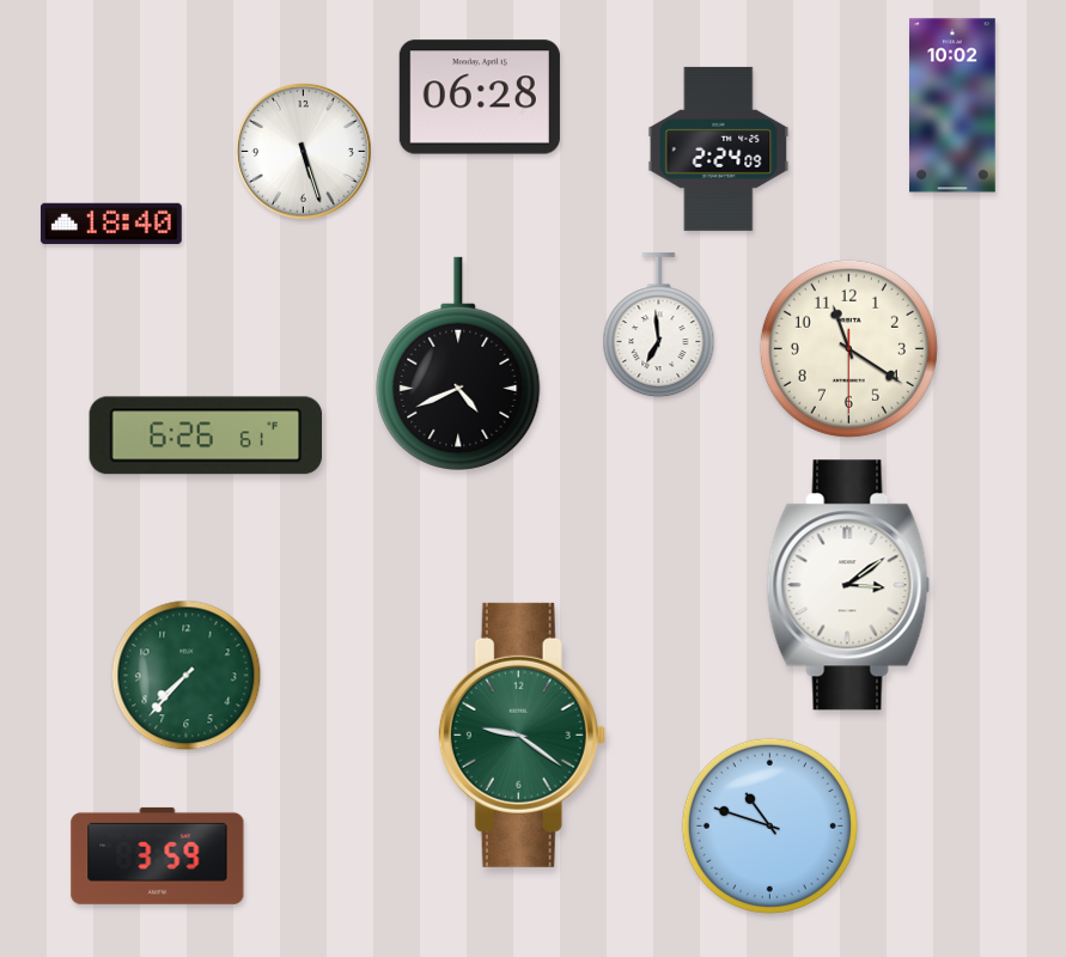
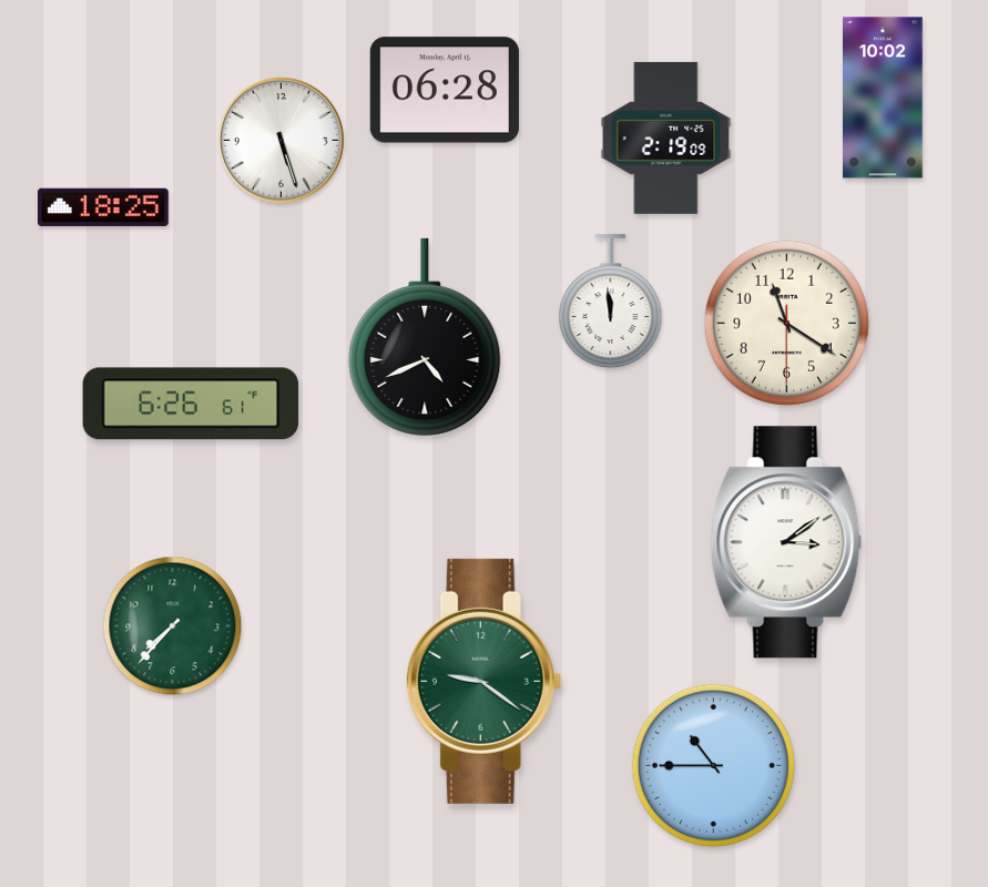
clock at (719, 148): 2:24 -> 2:19
clock at (111, 223): 18:40 -> 18:25
clock at (659, 325): 6:59 -> 11:59
clock at (769, 825): 10:48 -> 10:45
clock at (158, 855): 3:59 -> none
